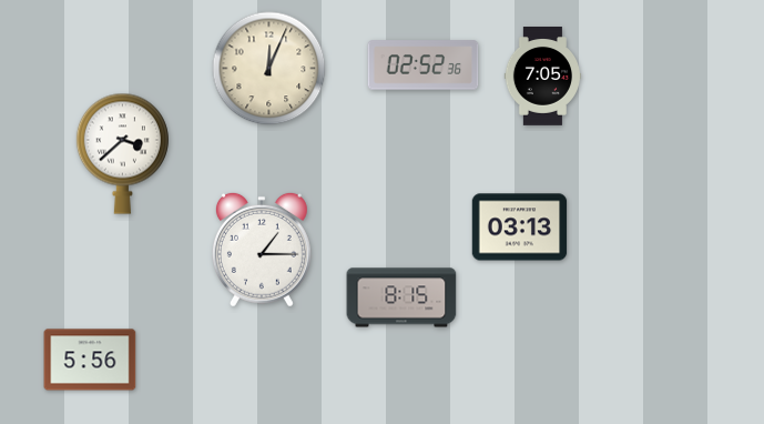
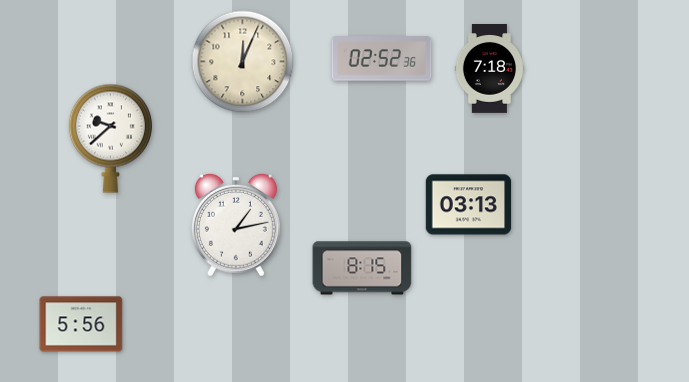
clock at (543, 77): 7:05 -> 7:18
clock at (122, 153): 3:38 -> 9:38
clock at (262, 250): 1:15 -> 1:13
